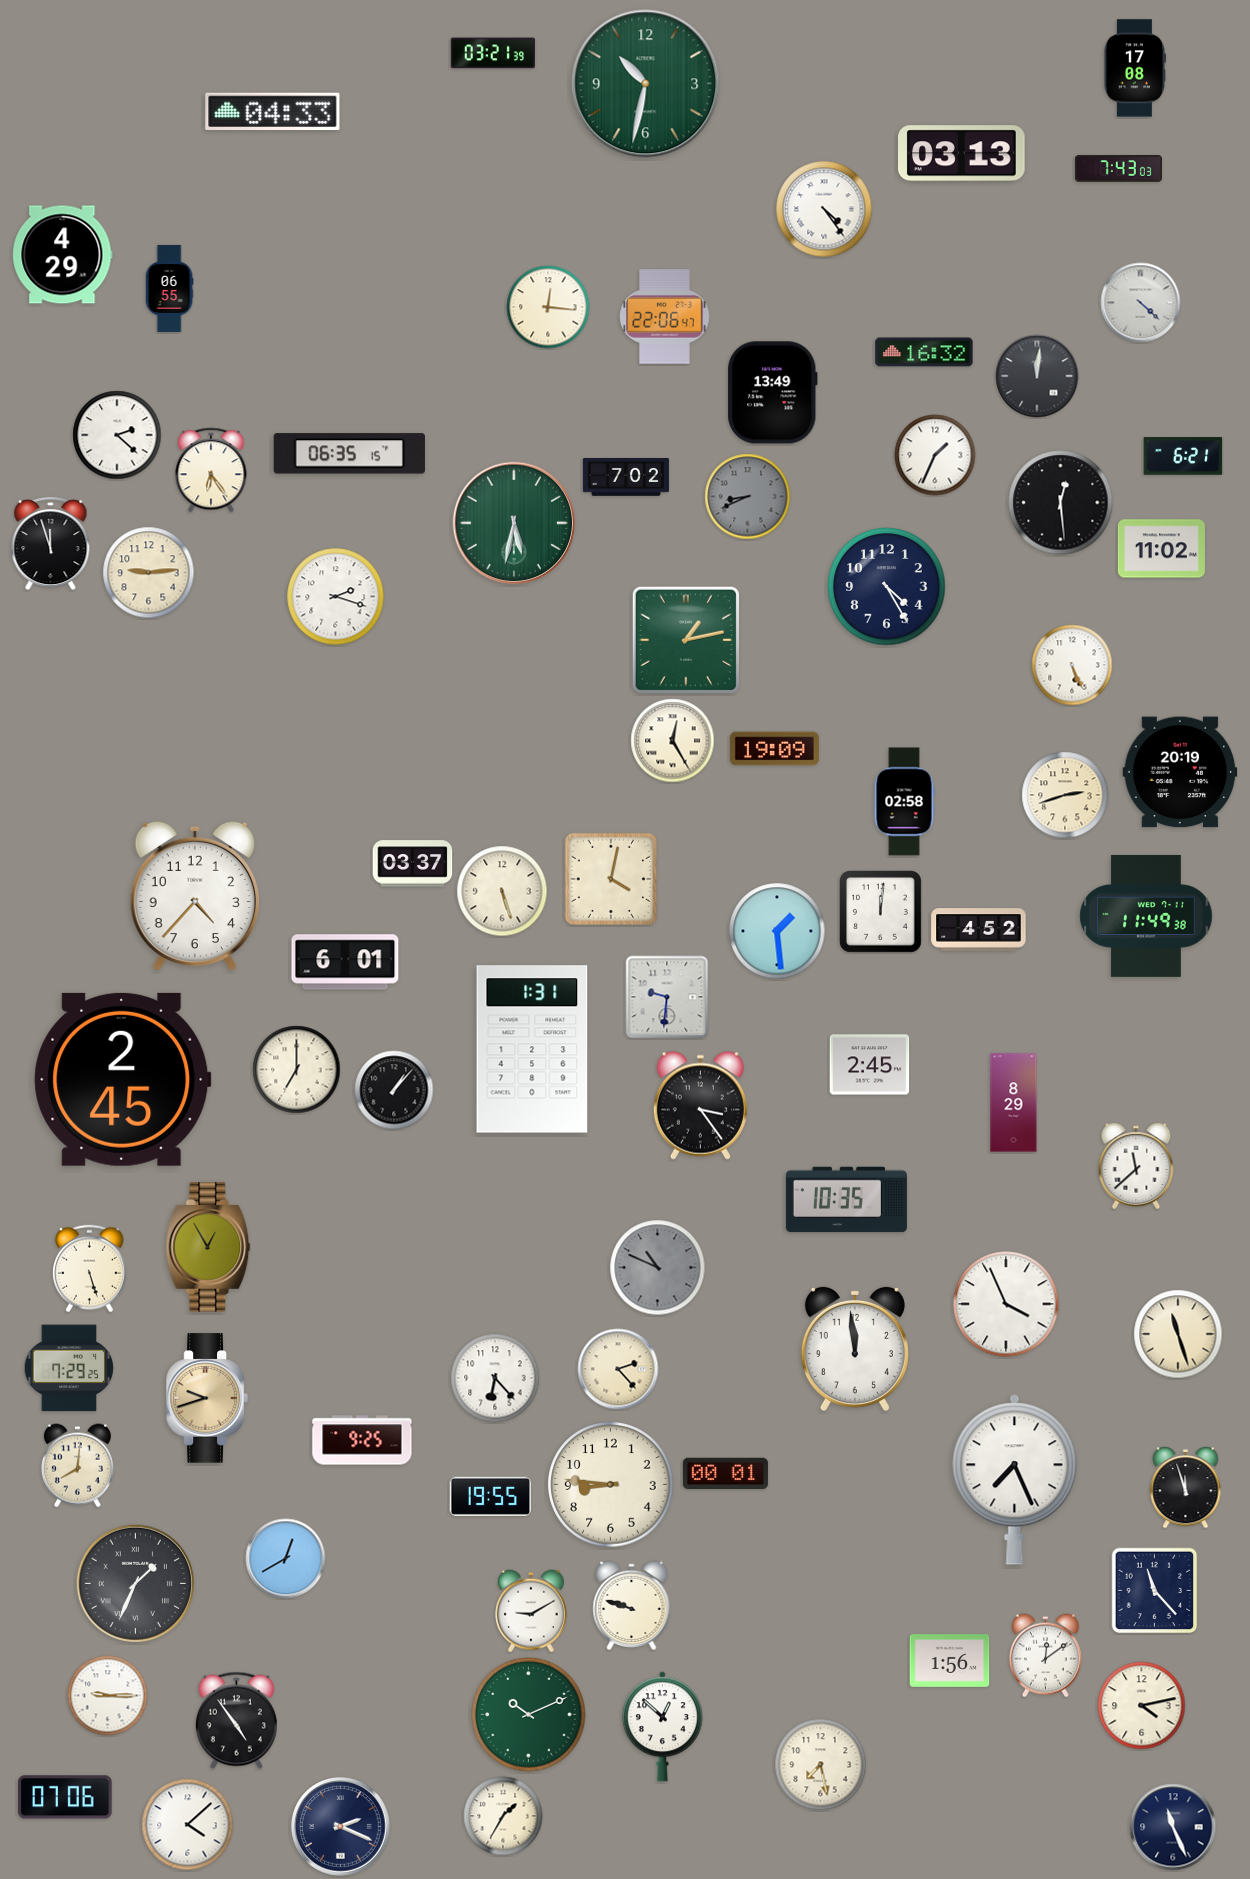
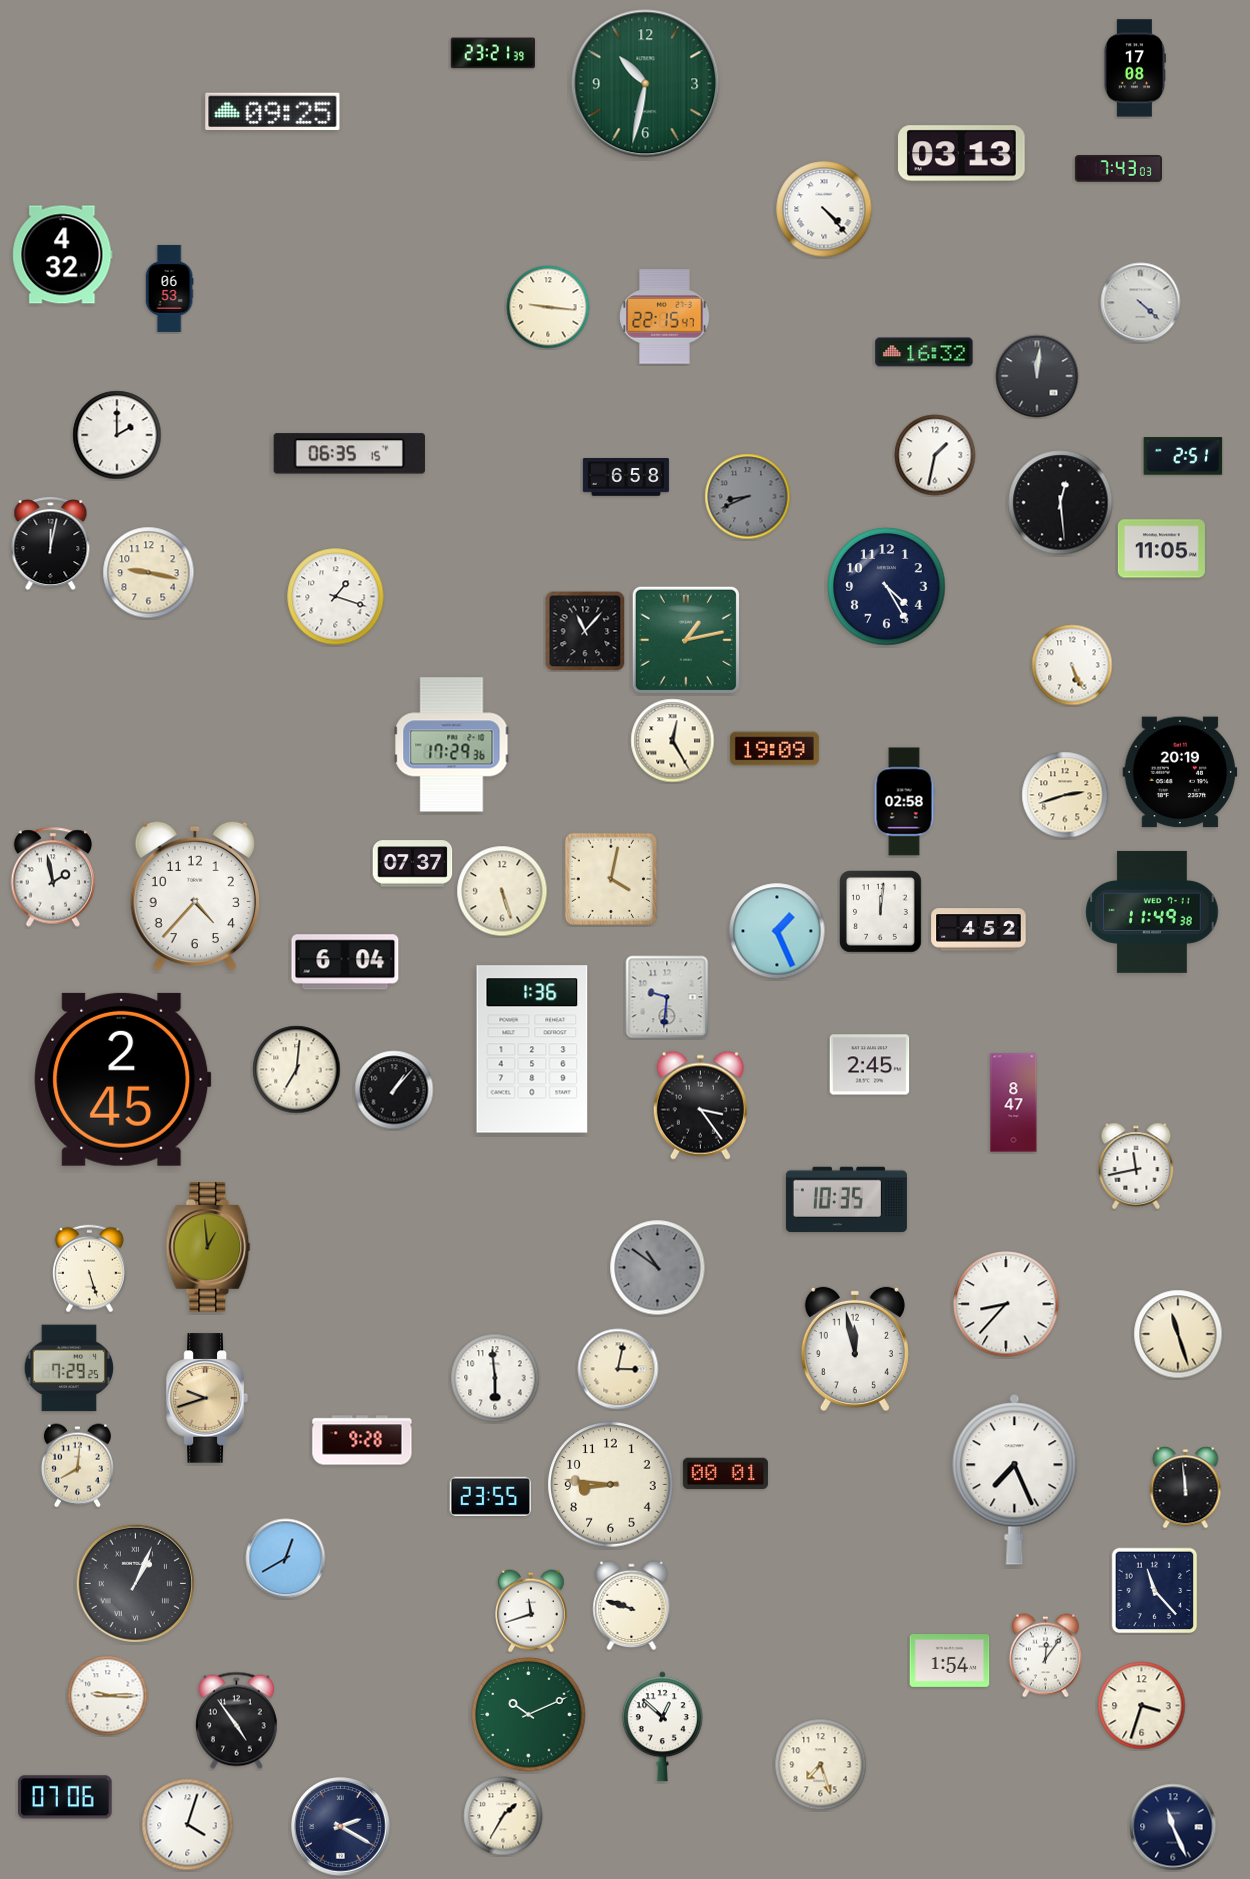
clock at (493, 53): 03:21 -> 23:21
clock at (273, 112): 04:33 -> 09:25
clock at (824, 209): 4:24 -> 4:23
clock at (63, 255): 4:29 -> 4:32
clock at (169, 288): 06:55 -> 06:53
clock at (548, 307): 12:16 -> 9:16
clock at (665, 317): 22:06 -> 22:15
clock at (773, 393): 13:49 -> none
clock at (117, 435): 2:22 -> 2:00
clock at (935, 455): 1:34 -> 1:32
clock at (1183, 456): 6:21 -> 2:51
clock at (211, 470): 6:24 -> none
clock at (626, 478): 7:02 -> 6:58
clock at (514, 523): 5:32 -> none
clock at (51, 544): 11:57 -> 12:02
clock at (1161, 549): 11:02 -> 11:05
clock at (149, 573): 9:14 -> 9:17
clock at (336, 597): 2:18 -> 1:18
clock at (585, 631): none -> 11:07
clock at (452, 745): none -> 17:29
clock at (413, 864): 03:37 -> 07:37
clock at (53, 877): none -> 1:58
clock at (1146, 916) position: (1146, 916) -> (1152, 912)
clock at (777, 931): 1:29 -> 1:26
clock at (345, 962): 6:01 -> 6:04
clock at (532, 1049): 1:31 -> 1:36
clock at (297, 1070): 7:00 -> 7:01
clock at (1014, 1103): 8:29 -> 8:47
clock at (1136, 1166): 11:38 -> 11:43
clock at (208, 1247): 12:55 -> 12:59
clock at (658, 1268): 10:49 -> 10:51
clock at (1006, 1304): 3:56 -> 8:37
clock at (855, 1349): 11:59 -> 11:58
clock at (618, 1369): 2:23 -> 3:02
clock at (495, 1378): 6:23 -> 5:59
clock at (362, 1440): 9:25 -> 9:28
clock at (1186, 1488): 11:57 -> 11:59
clock at (491, 1496): 19:55 -> 23:55
clock at (135, 1583): 1:34 -> 1:04
clock at (532, 1611): 9:10 -> 11:42
clock at (1045, 1656): 12:09 -> 12:06
clock at (950, 1661): 1:56 -> 1:54
clock at (1142, 1706): 4:13 -> 3:33
clock at (821, 1765): 7:28 -> 7:27
clock at (188, 1825): 4:08 -> 4:03
clock at (341, 1827): 2:19 -> 2:20
